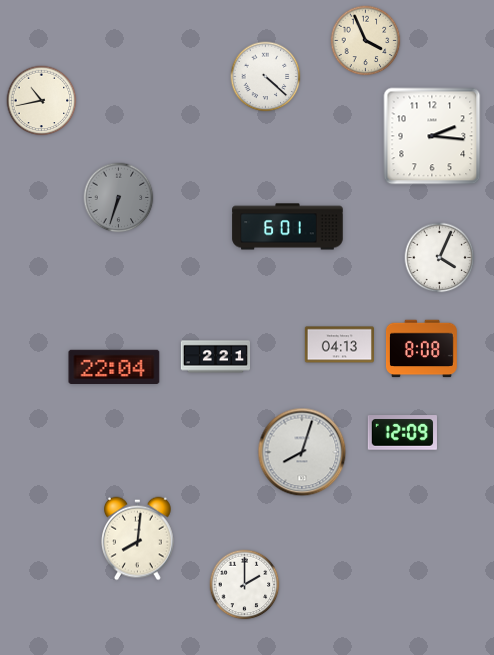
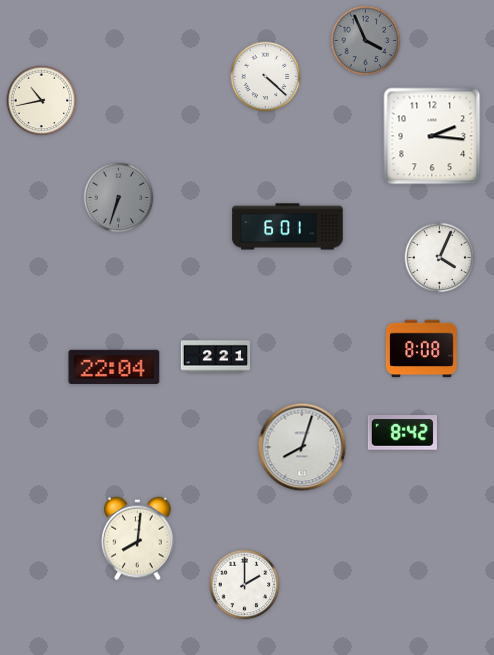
clock at (366, 41) dial: cream -> grey
clock at (339, 345): 04:13 -> none
clock at (402, 433): 12:09 -> 8:42
clock at (302, 452) position: (302, 452) -> (302, 447)
